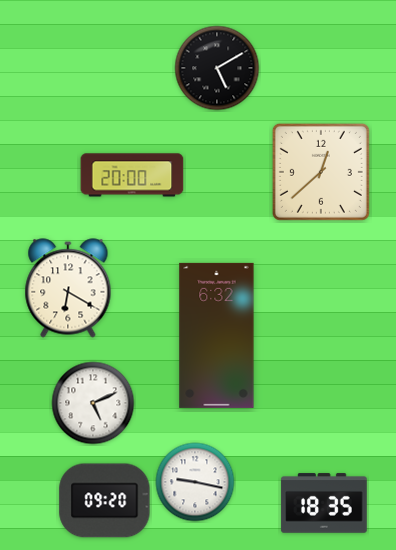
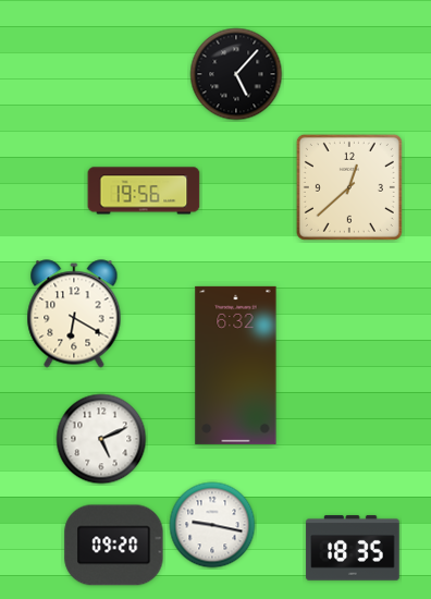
clock at (217, 68): 5:10 -> 5:07
clock at (132, 175): 20:00 -> 19:56
